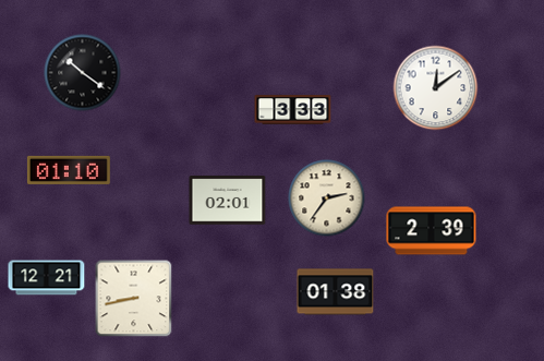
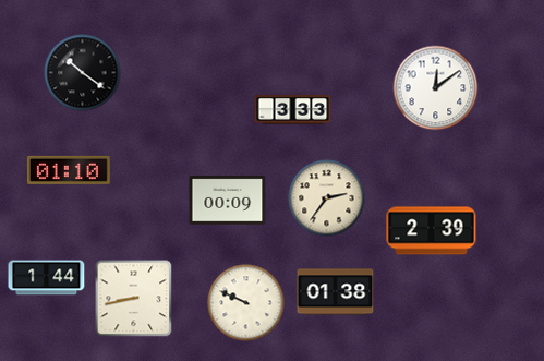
clock at (228, 201): 02:01 -> 00:09
clock at (47, 278): 12:21 -> 1:44
clock at (246, 303): none -> 9:49
